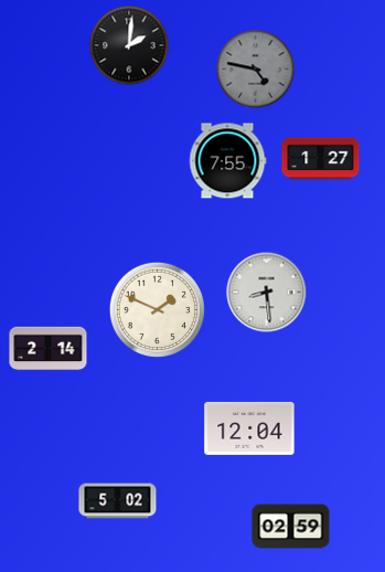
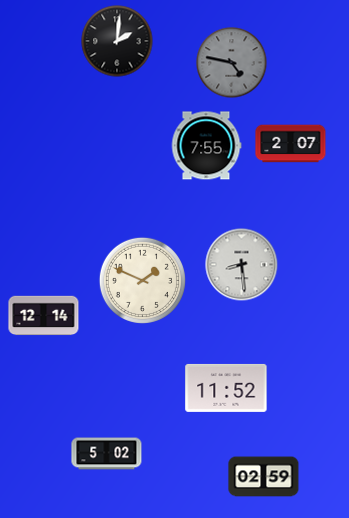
clock at (321, 159): 1:27 -> 2:07
clock at (49, 349): 2:14 -> 12:14
clock at (249, 428): 12:04 -> 11:52
